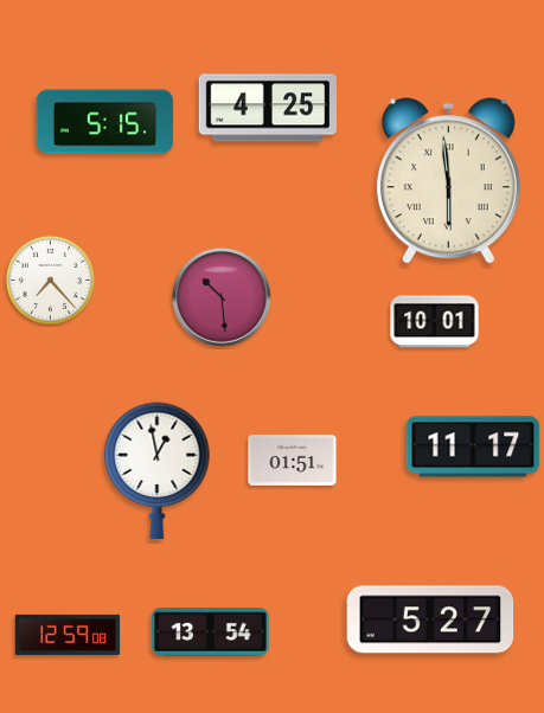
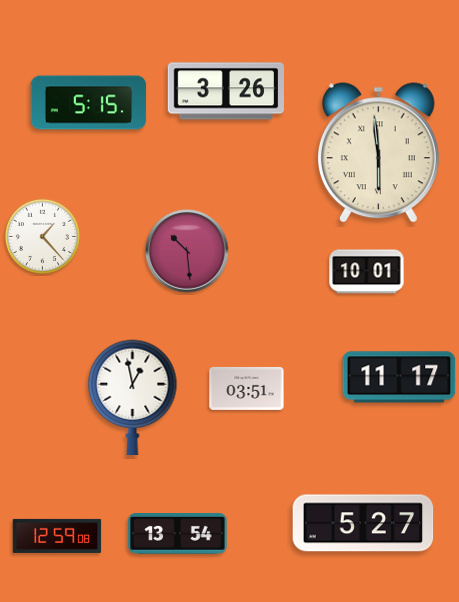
clock at (267, 108): 4:25 -> 3:26
clock at (50, 280): 7:23 -> 1:23
clock at (293, 460): 01:51 -> 03:51
